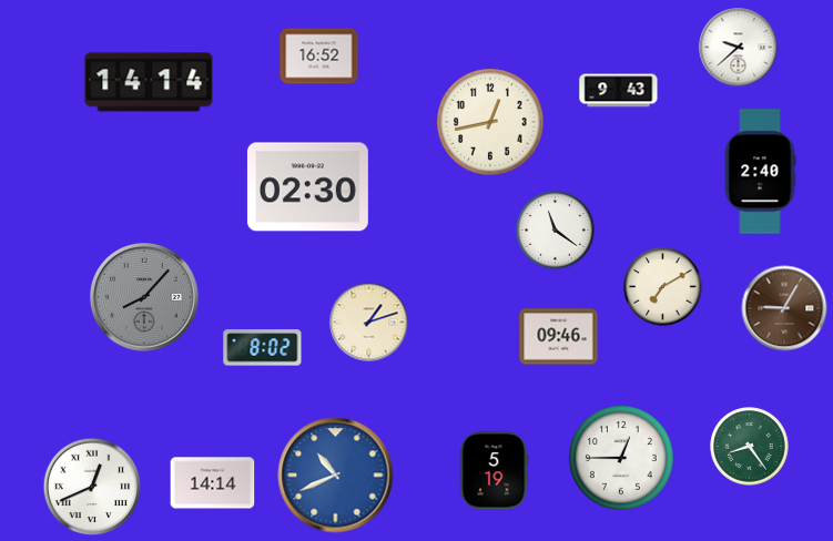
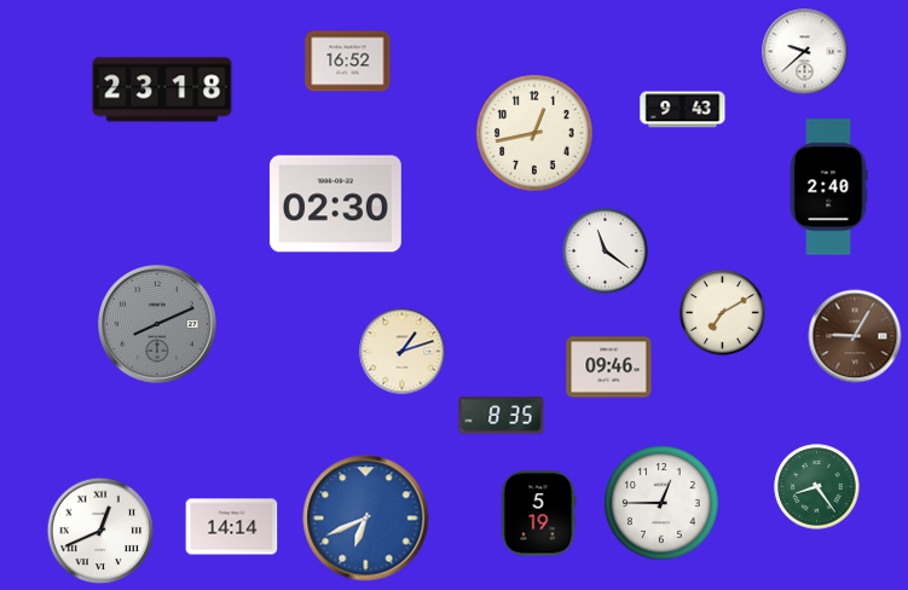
clock at (149, 82): 14:14 -> 23:18
clock at (619, 91) position: (619, 91) -> (683, 110)
clock at (144, 297): 8:07 -> 8:11
clock at (263, 348): 8:02 -> none
clock at (502, 416): none -> 8:35
clock at (622, 459) position: (622, 459) -> (663, 504)
clock at (336, 476): 10:41 -> 6:41
